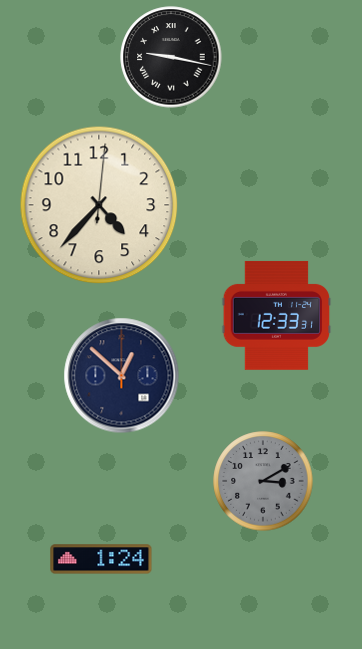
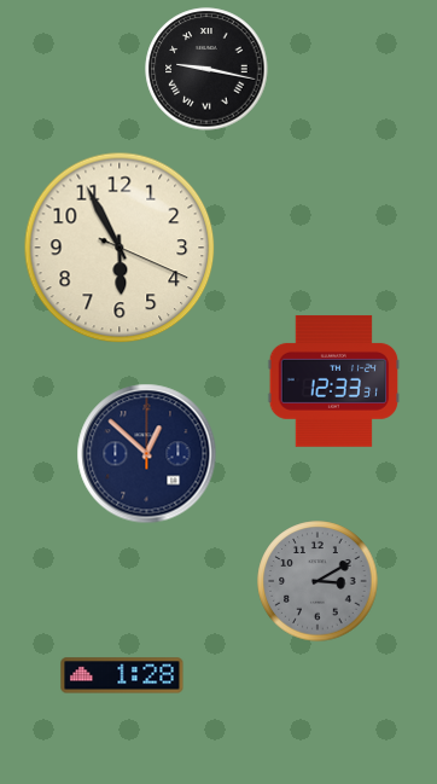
clock at (99, 205): 4:37 -> 5:55
clock at (101, 559): 1:24 -> 1:28
